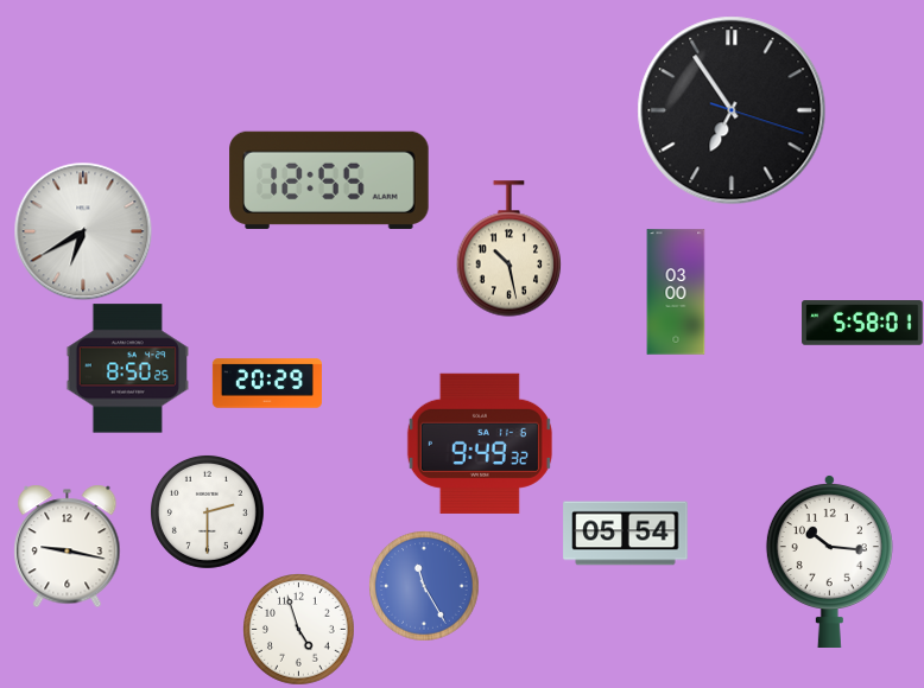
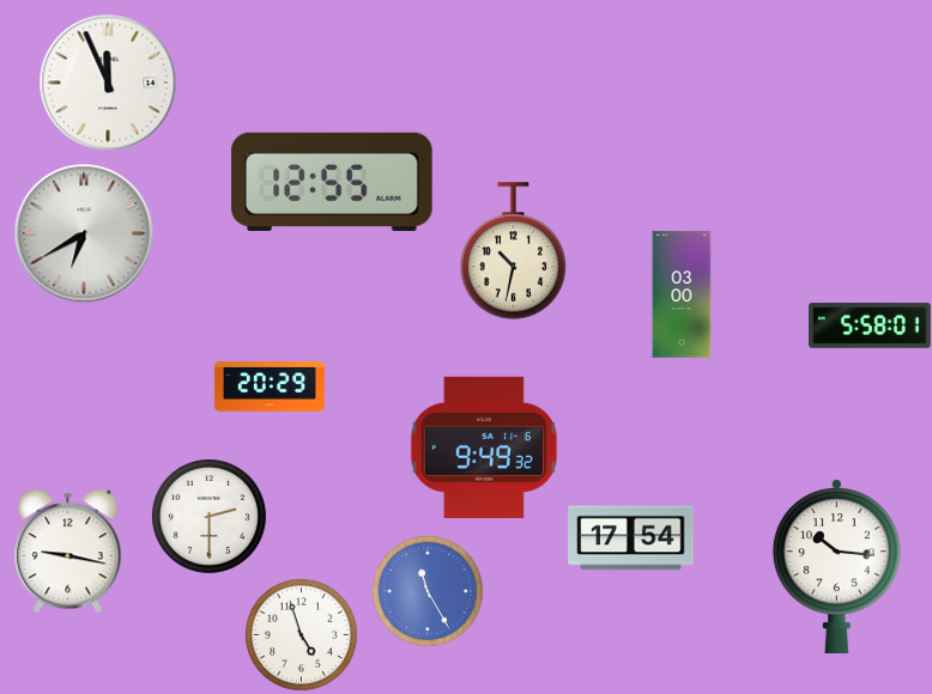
clock at (108, 83): none -> 11:56
clock at (732, 110): 6:54 -> none
clock at (510, 249): 10:28 -> 10:32
clock at (127, 369): 8:50 -> none
clock at (626, 534): 05:54 -> 17:54
